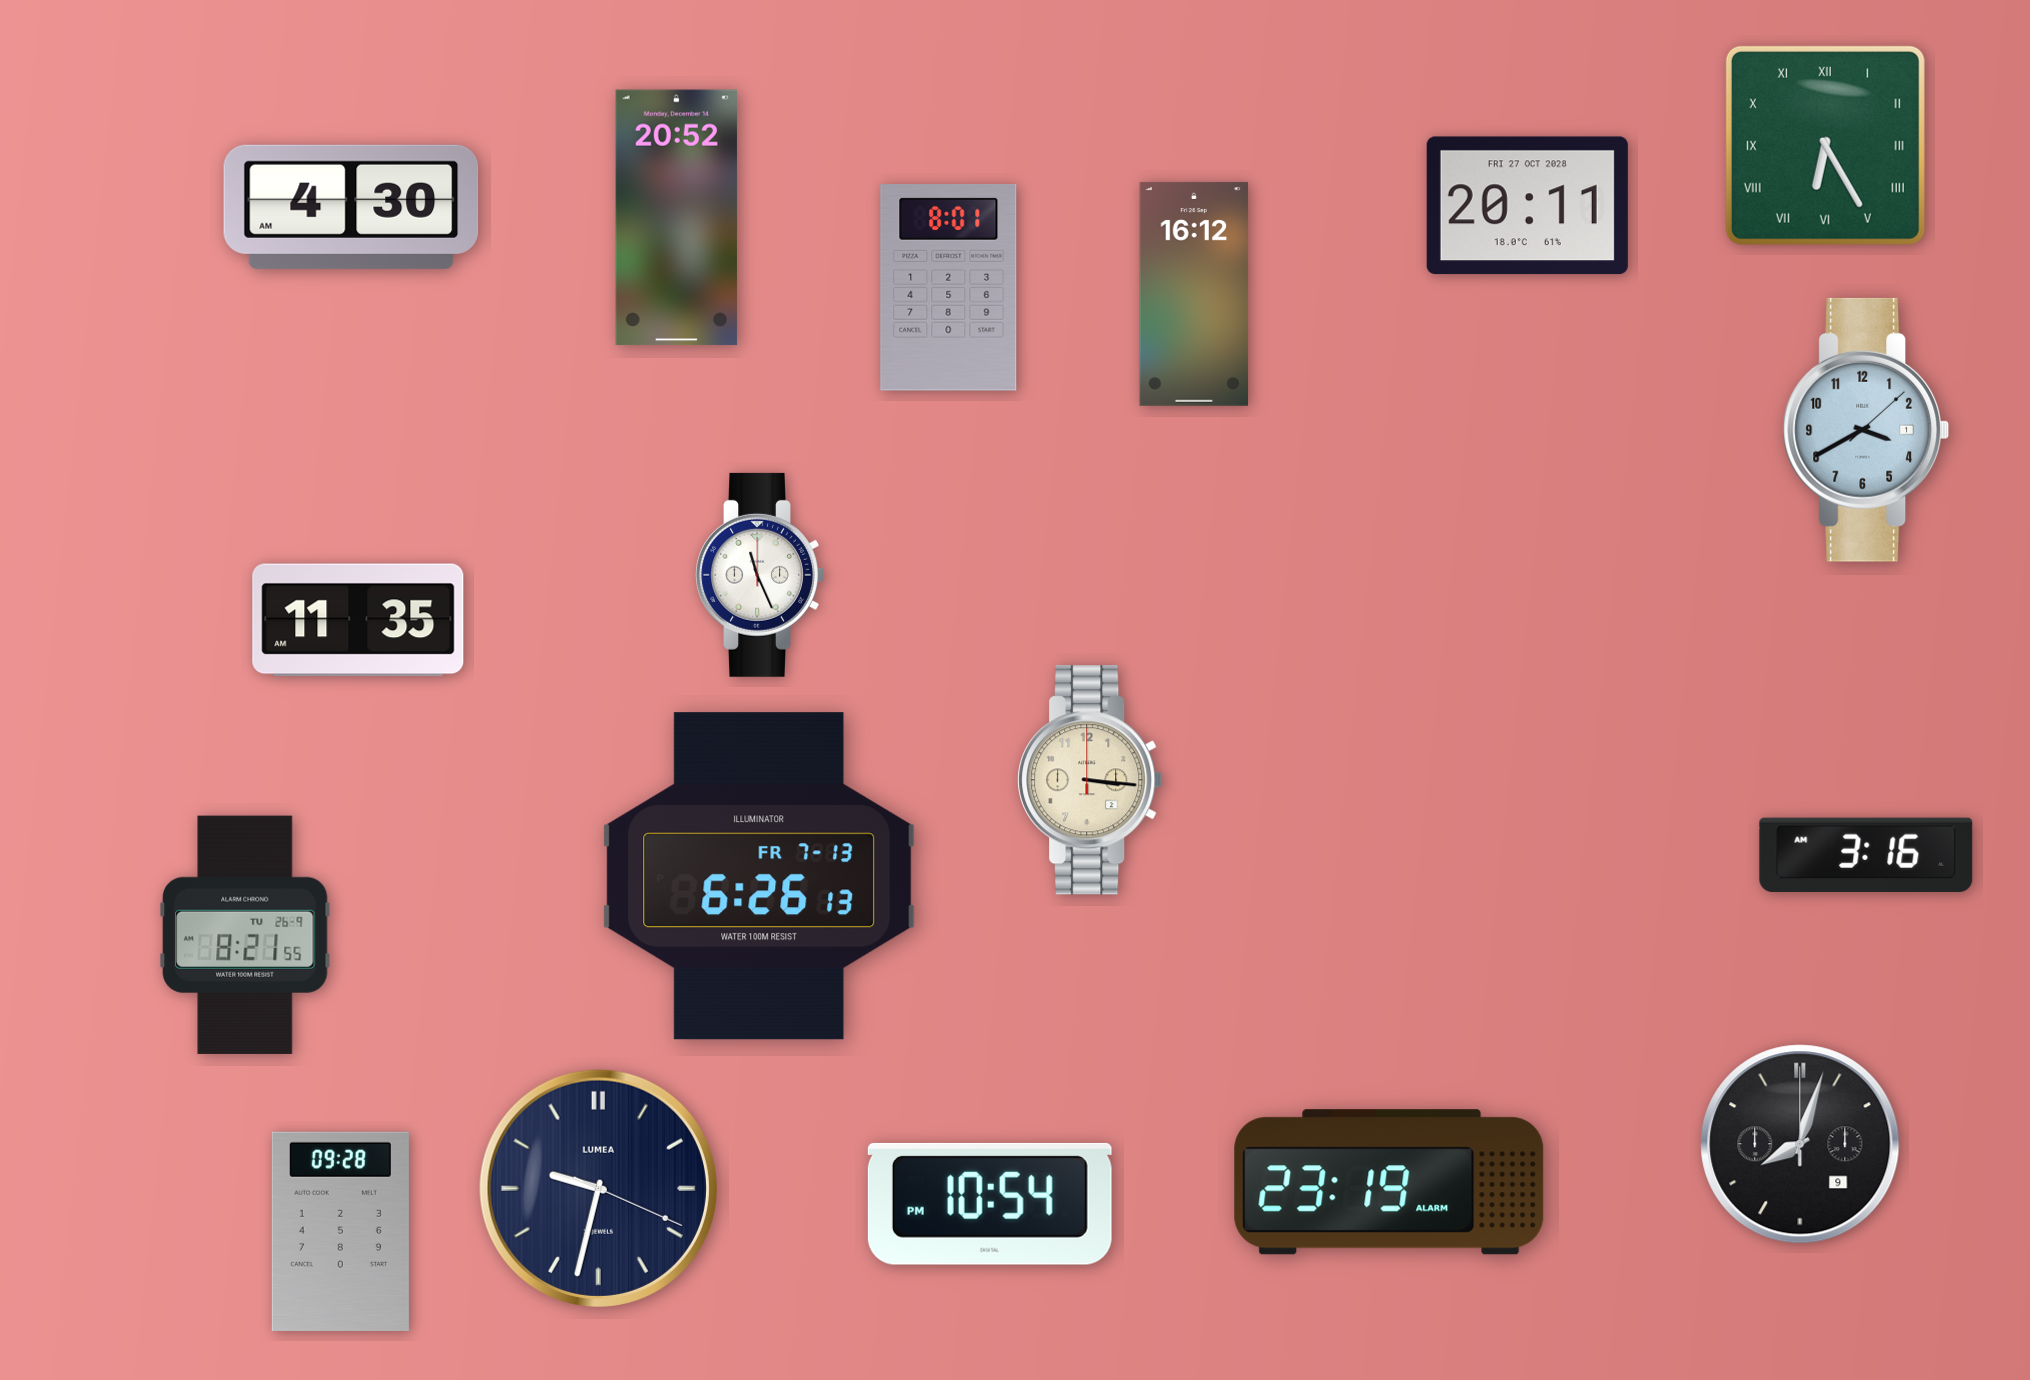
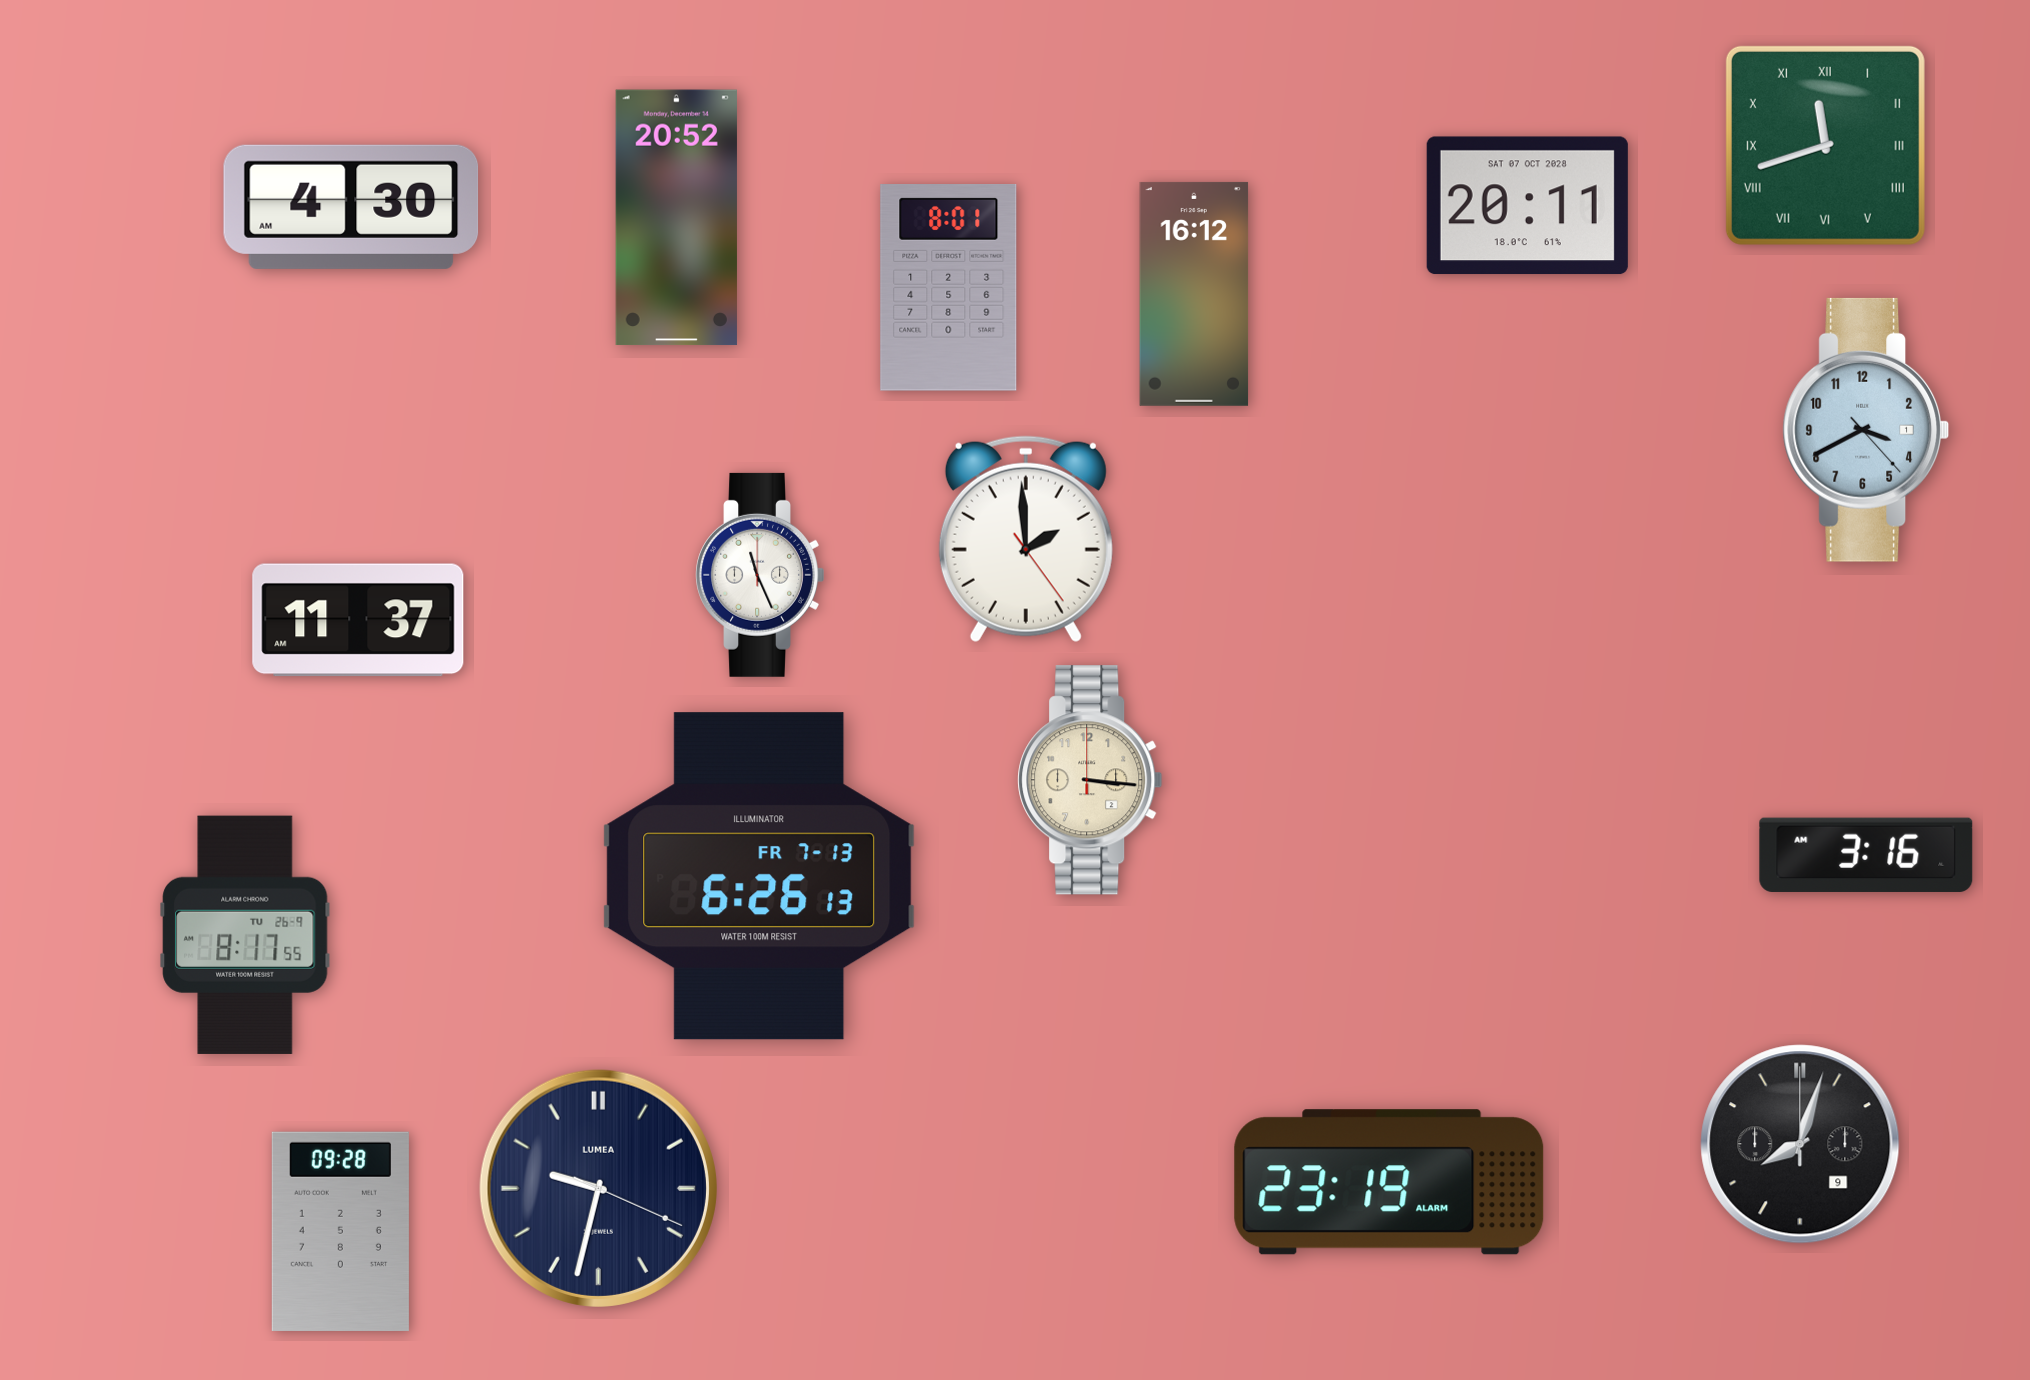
clock at (1825, 145): 6:25 -> 11:42
clock at (1527, 206) date: FRI 27 OCT 2028 -> SAT 07 OCT 2028
clock at (1866, 430): 3:40:08 -> 3:40:23
clock at (1026, 539): none -> 1:59
clock at (358, 620): 11:35 -> 11:37
clock at (245, 935): 8:21 -> 8:17
clock at (990, 1204): 10:54 -> none
